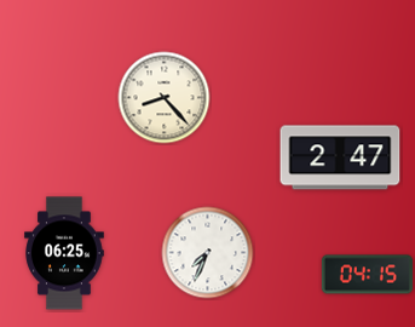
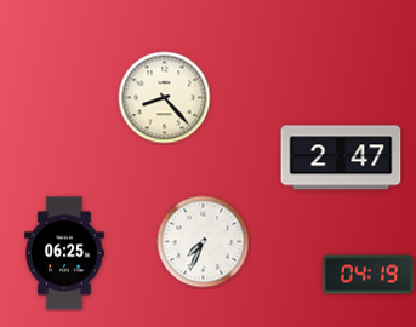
clock at (208, 253) position: (208, 253) -> (204, 242)
clock at (368, 275): 04:15 -> 04:19
